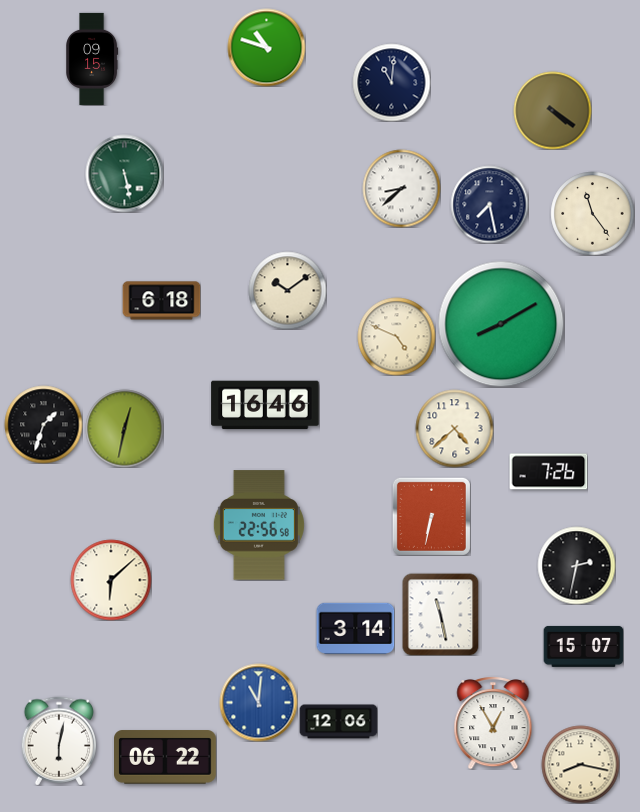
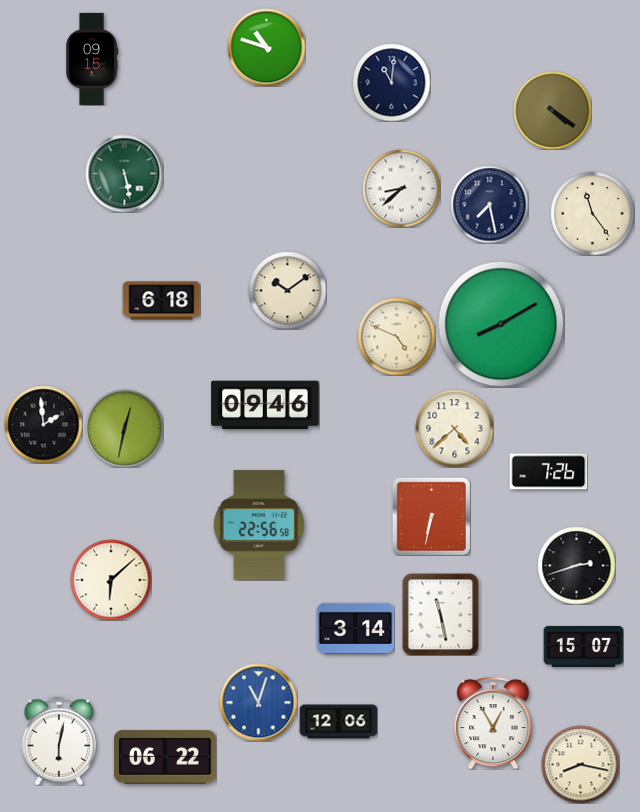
clock at (265, 405): 16:46 -> 09:46
clock at (43, 424): 1:33 -> 1:59
clock at (576, 565): 2:32 -> 2:42
clock at (258, 702): 11:01 -> 11:03
